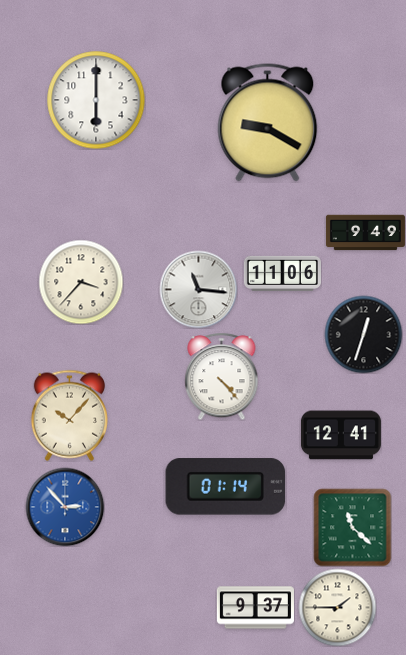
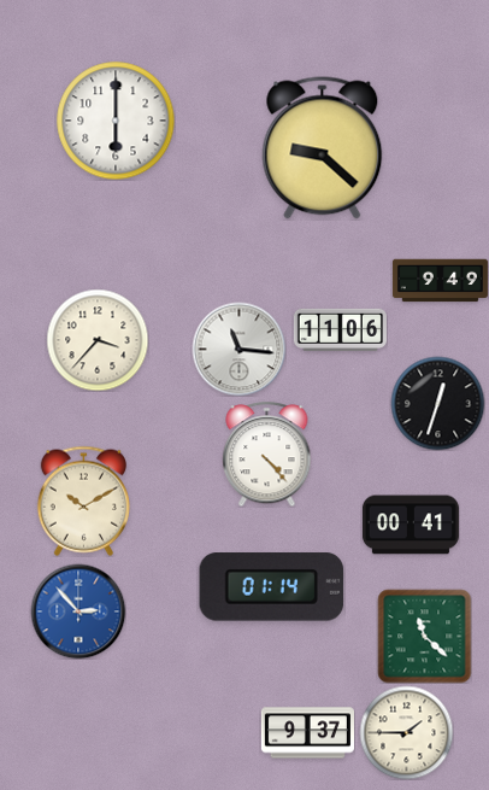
clock at (268, 123): 9:20 -> 9:22
clock at (69, 415): 10:07 -> 10:10
clock at (341, 435): 12:41 -> 00:41
